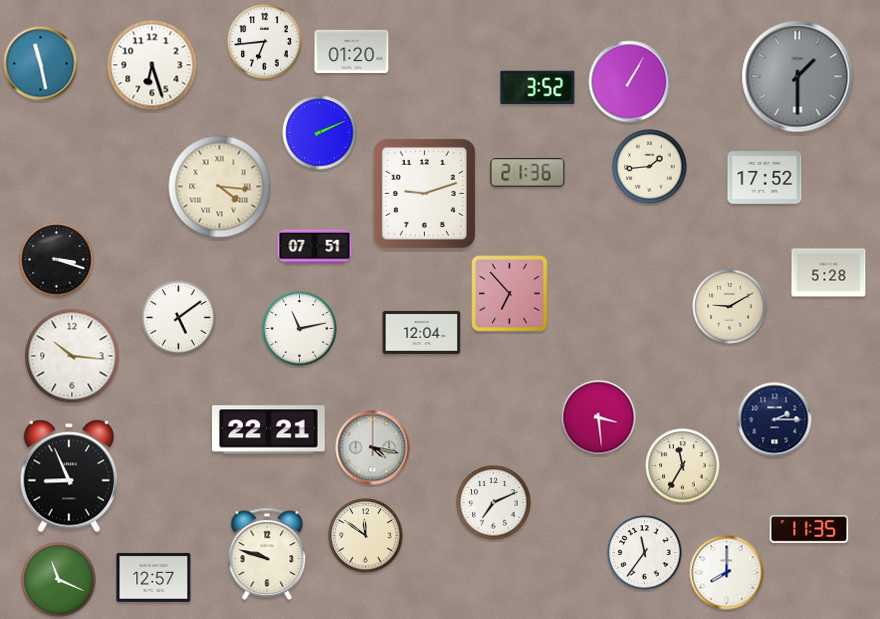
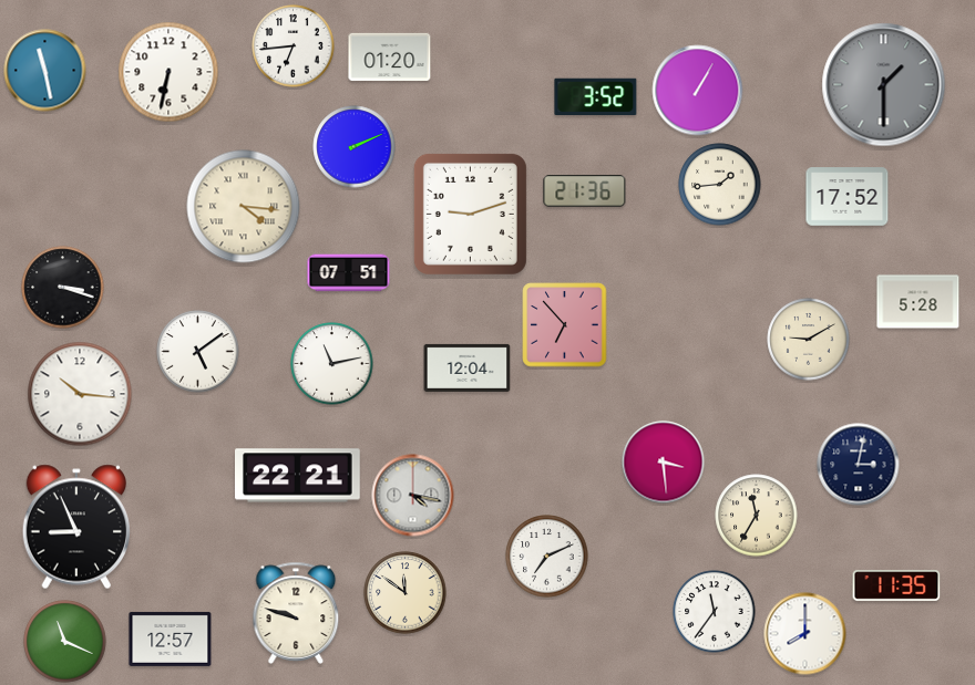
clock at (152, 65): 6:27 -> 6:32
clock at (775, 420): 2:15 -> 3:02
